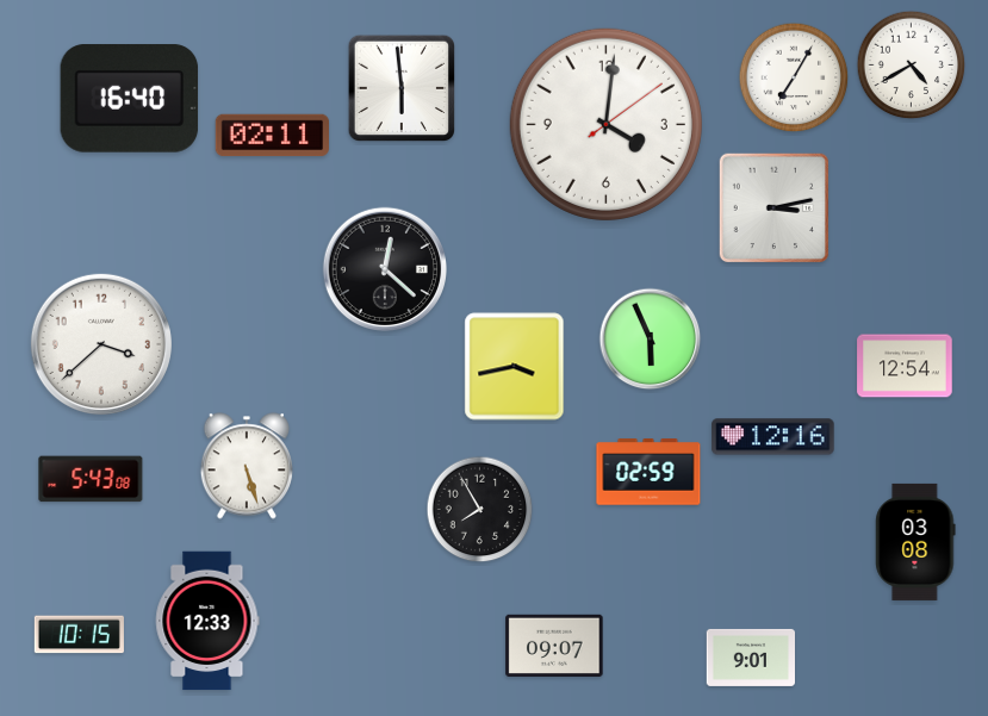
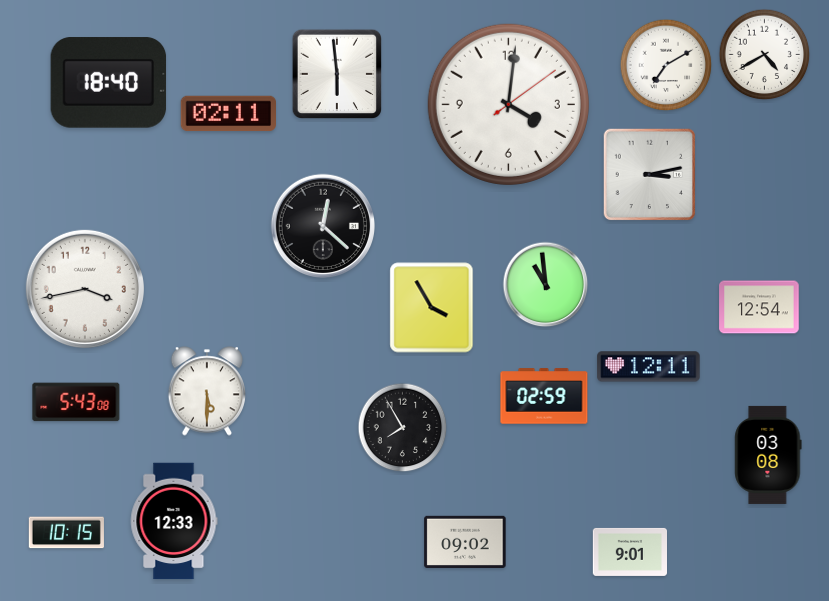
clock at (794, 77): 7:05 -> 7:10
clock at (130, 99): 16:40 -> 18:40
clock at (651, 340): 5:56 -> 10:59
clock at (101, 344): 3:38 -> 3:43
clock at (515, 367): 3:43 -> 3:55
clock at (773, 437): 12:16 -> 12:11
clock at (246, 466): 5:27 -> 5:30
clock at (554, 645): 09:07 -> 09:02
